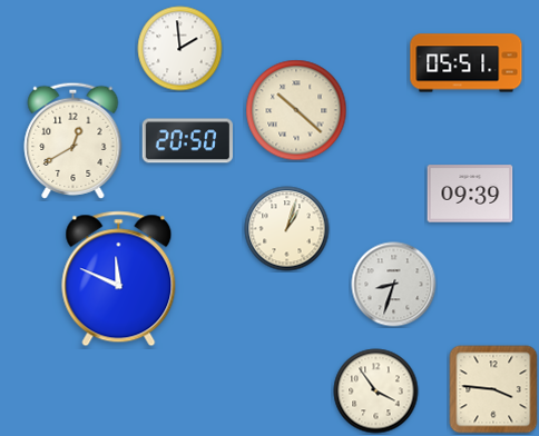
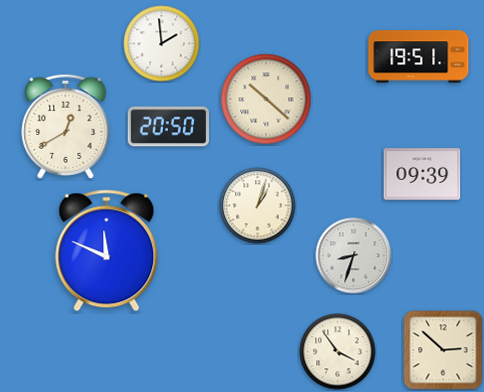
clock at (467, 63): 05:51 -> 19:51
clock at (493, 389): 3:46 -> 2:52
